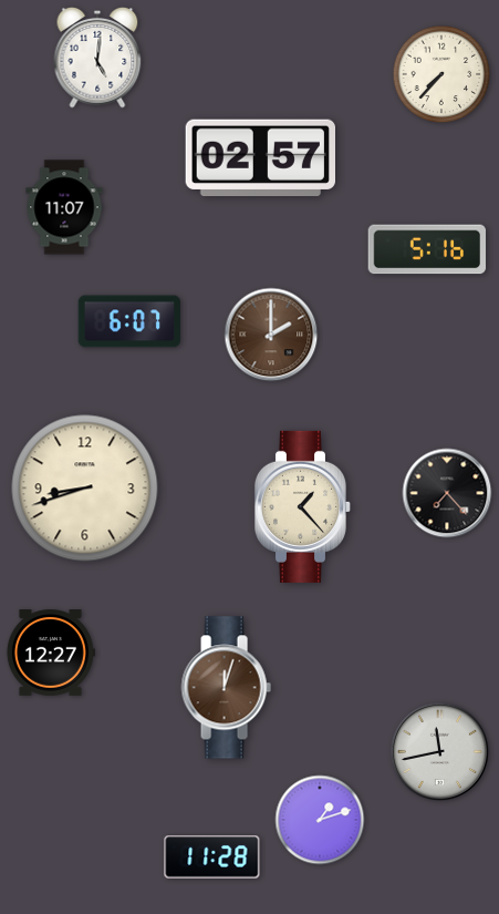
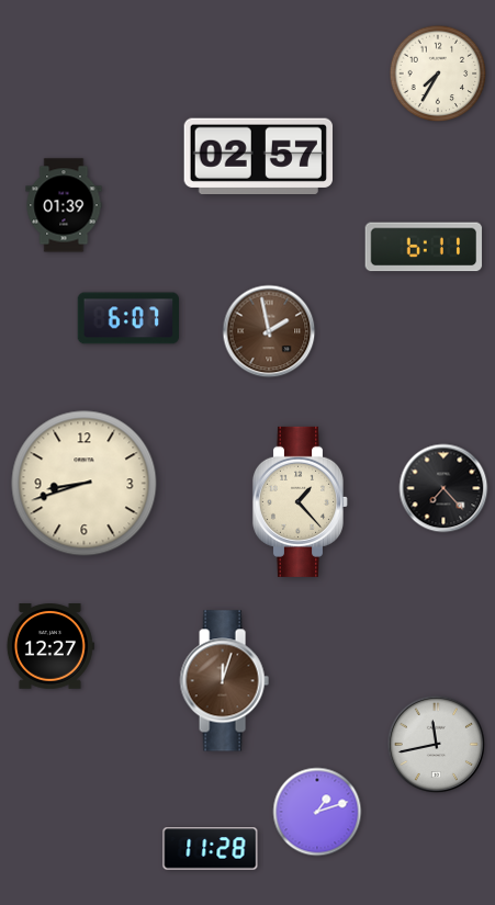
clock at (97, 58): 5:01 -> none
clock at (441, 74): 7:37 -> 7:35
clock at (64, 207): 11:07 -> 01:39
clock at (427, 249): 5:16 -> 6:11
clock at (271, 335): 2:00 -> 1:58
